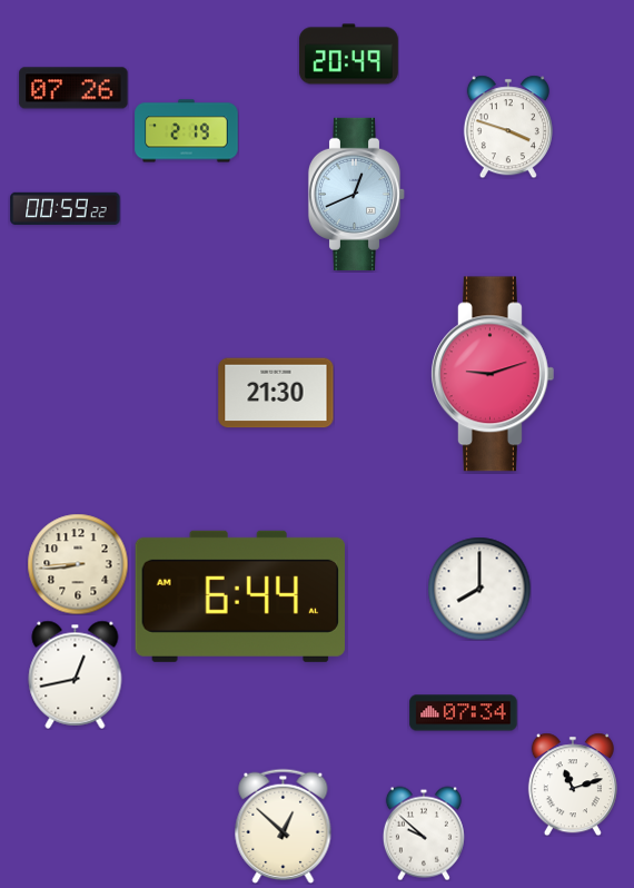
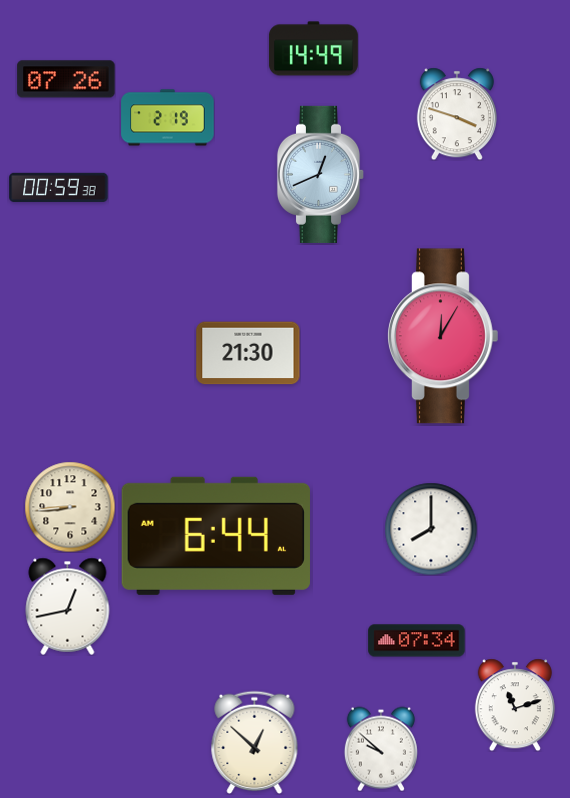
clock at (348, 55): 20:49 -> 14:49
clock at (66, 208): 00:59:22 -> 00:59:38
clock at (493, 374): 9:12 -> 12:05
